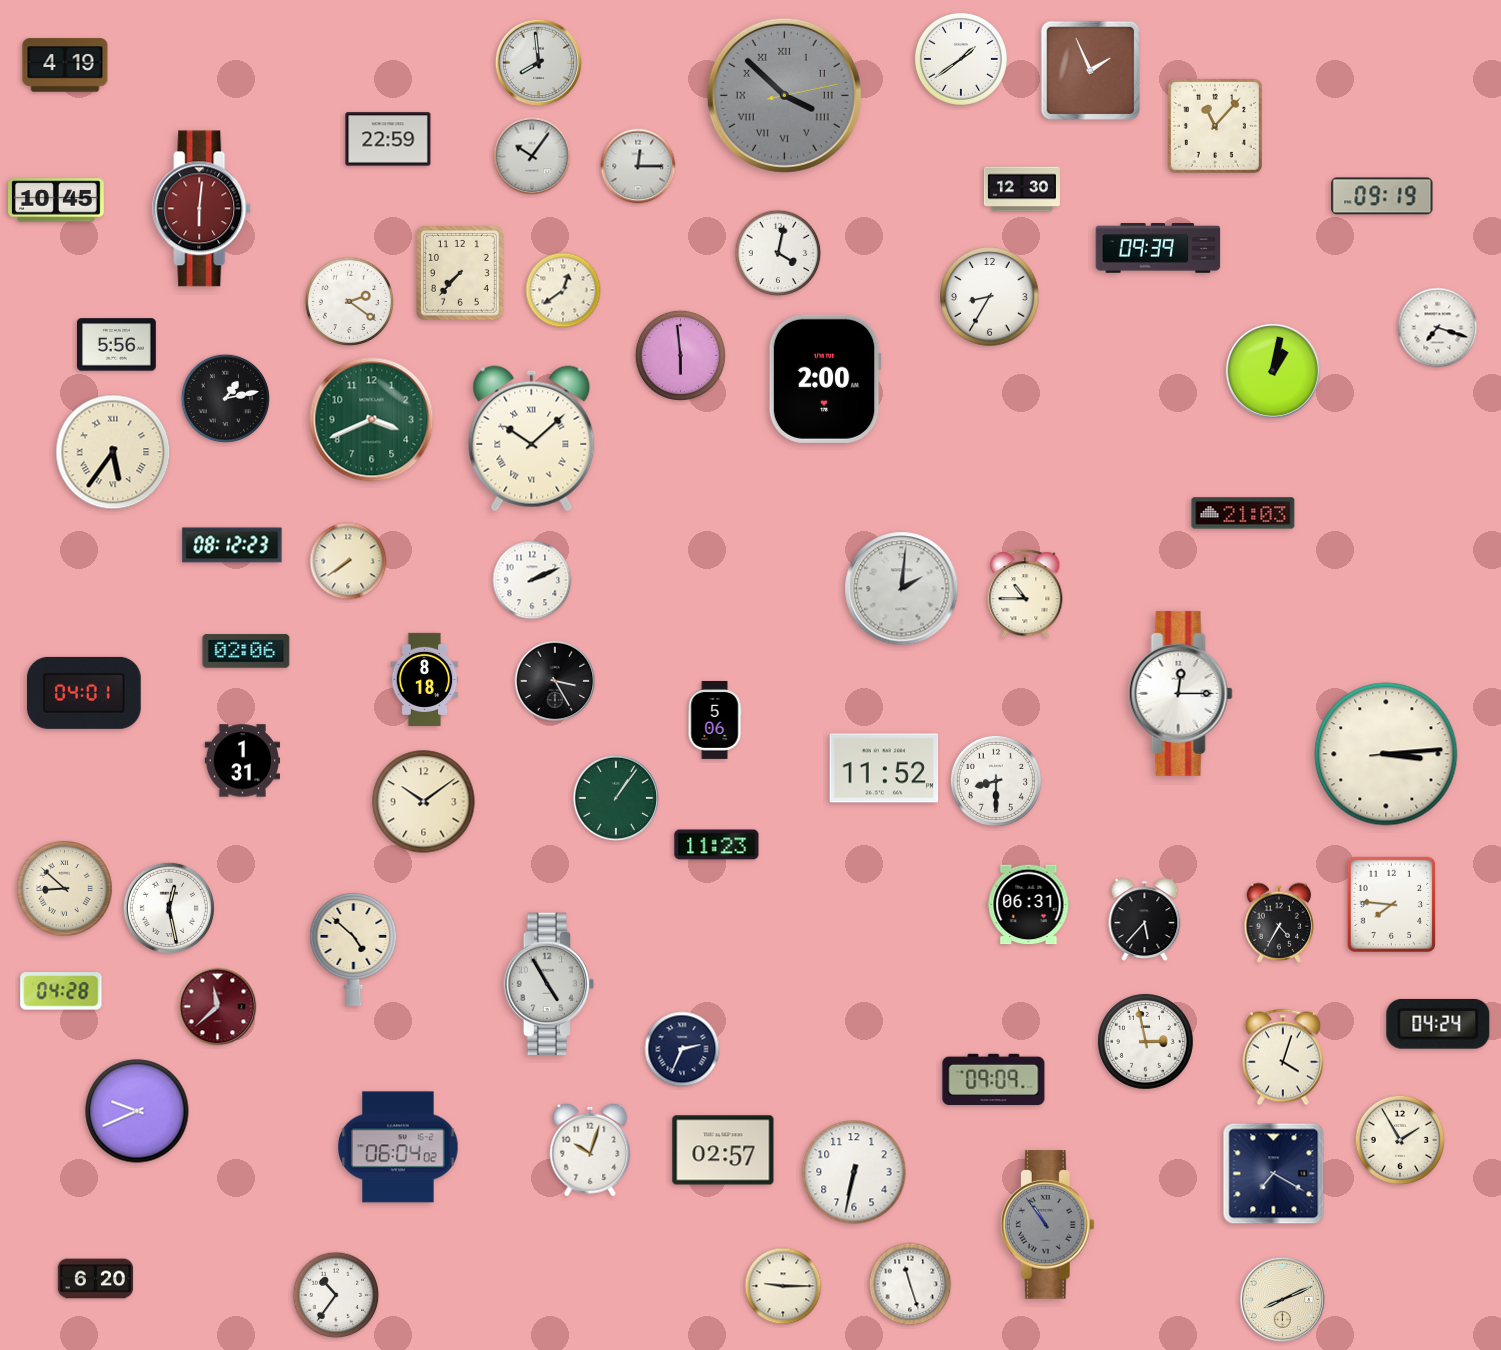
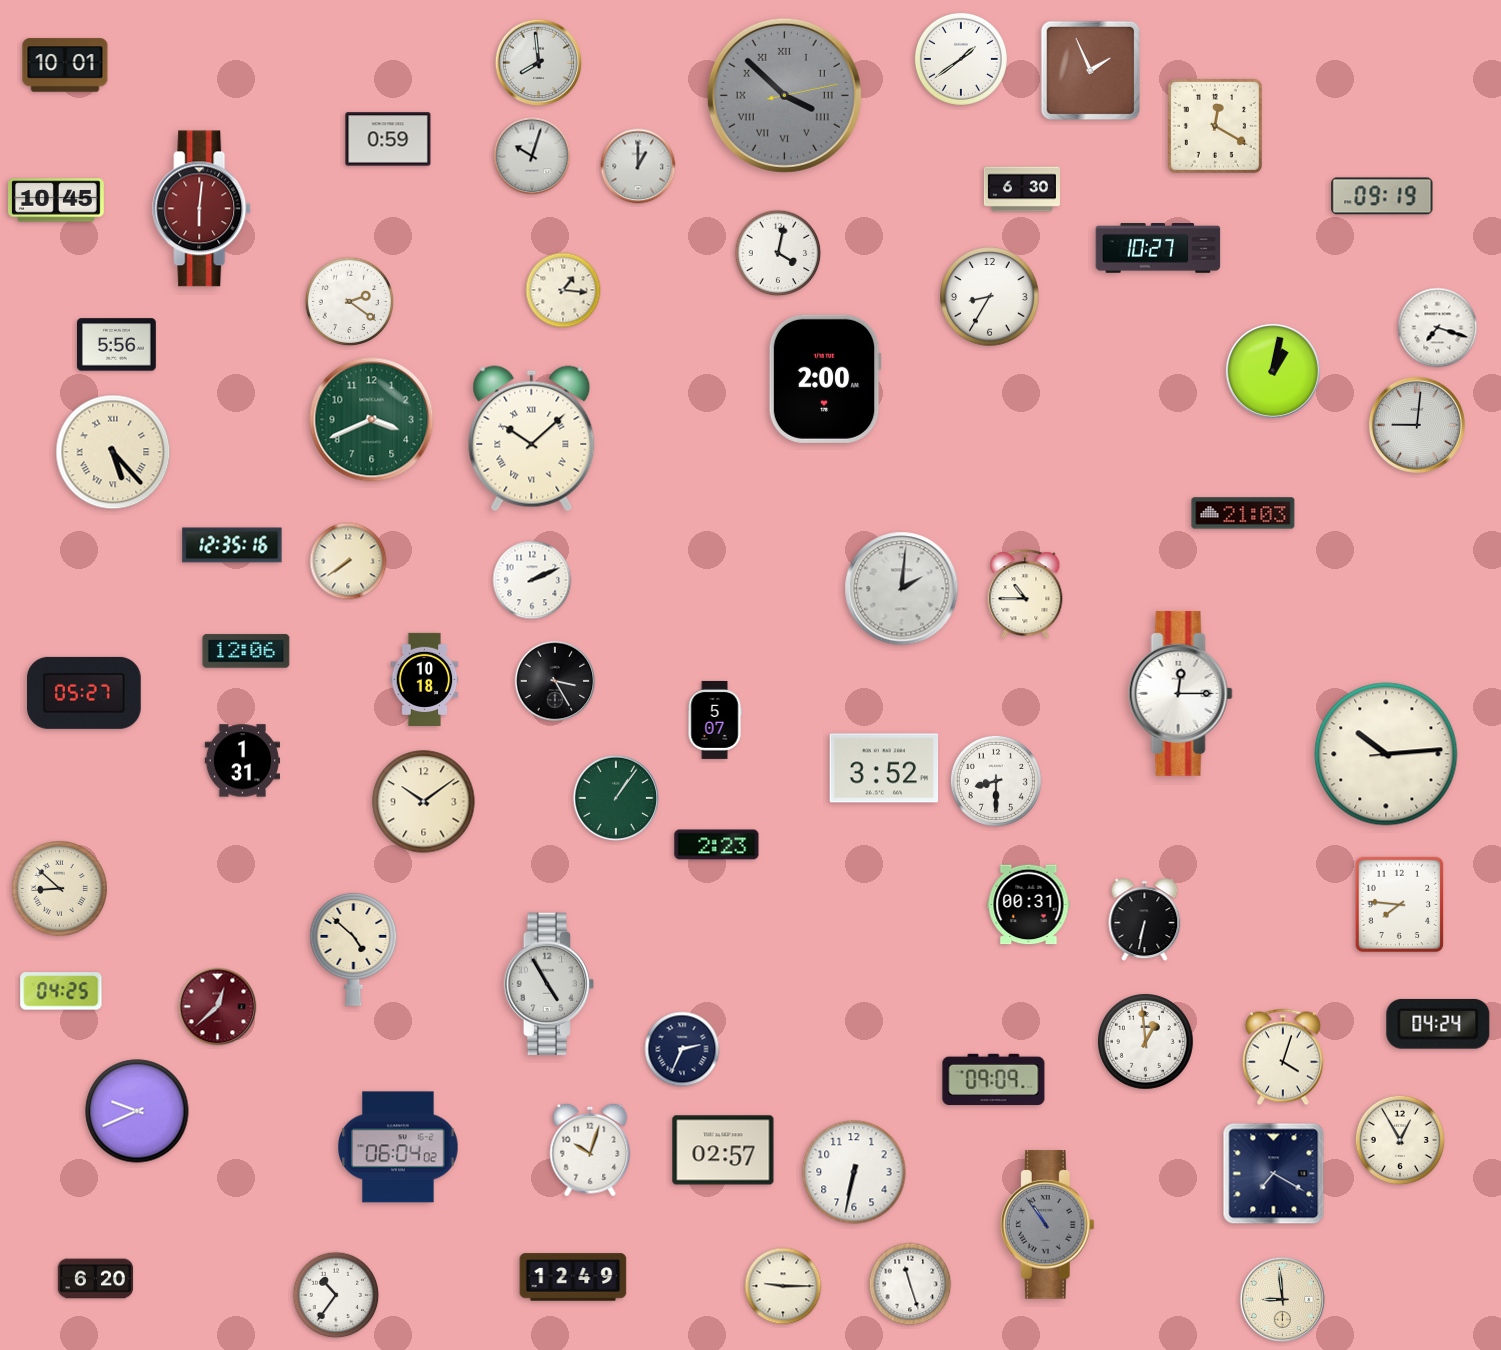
clock at (65, 65): 4:19 -> 10:01
clock at (1215, 126): 11:07 -> 12:20
clock at (388, 139): 22:59 -> 0:59
clock at (532, 156): 10:06 -> 10:03
clock at (638, 166): 12:15 -> 1:00
clock at (1022, 189): 12:30 -> 6:30
clock at (1158, 248): 09:39 -> 10:27
clock at (461, 274): 7:37 -> none
clock at (563, 290): 12:39 -> 1:16
clock at (680, 355): 5:59 -> none
clock at (225, 398): 1:13 -> none
clock at (1417, 425): none -> 9:01
clock at (113, 452): 5:36 -> 5:23
clock at (232, 545): 08:12 -> 12:35
clock at (246, 651): 02:06 -> 12:06
clock at (425, 679): 8:18 -> 10:18
clock at (85, 693): 04:01 -> 05:27
clock at (715, 720): 5:06 -> 5:07
clock at (1386, 754): 3:14 -> 10:14
clock at (884, 768): 11:52 -> 3:52
clock at (717, 845): 11:23 -> 2:23
clock at (65, 889) position: (65, 889) -> (60, 889)
clock at (1029, 905): 06:31 -> 00:31
clock at (1392, 905) position: (1392, 905) -> (1400, 905)
clock at (169, 908): 12:28 -> none
clock at (1145, 920): 5:37 -> 6:32
clock at (1279, 923): 4:35 -> none
clock at (61, 991): 04:28 -> 04:25
clock at (218, 1007): 11:38 -> 12:38
clock at (1146, 1042): 2:58 -> 12:59
clock at (1400, 1140): 1:55 -> 12:55
clock at (573, 1277): none -> 12:49
clock at (1283, 1300): 8:11 -> 8:59
